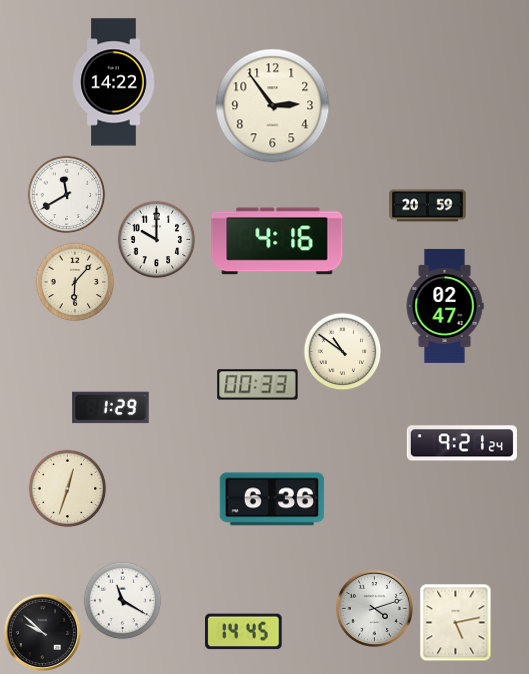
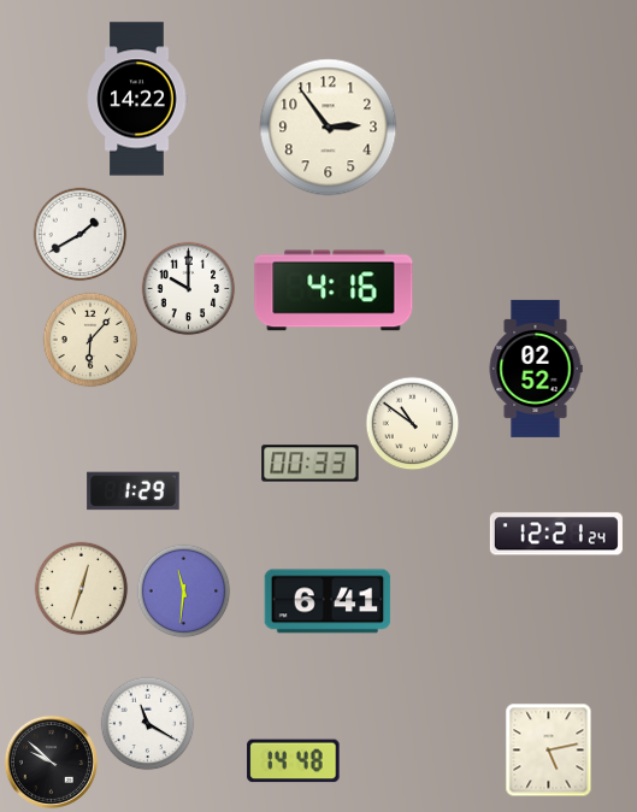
clock at (66, 194): 11:40 -> 1:40
clock at (428, 206): 20:59 -> none
clock at (445, 306): 02:47 -> 02:52
clock at (462, 443): 9:21 -> 12:21
clock at (183, 590): none -> 11:31
clock at (272, 499): 6:36 -> 6:41
clock at (374, 608): 4:12 -> none
clock at (244, 632): 14:45 -> 14:48
